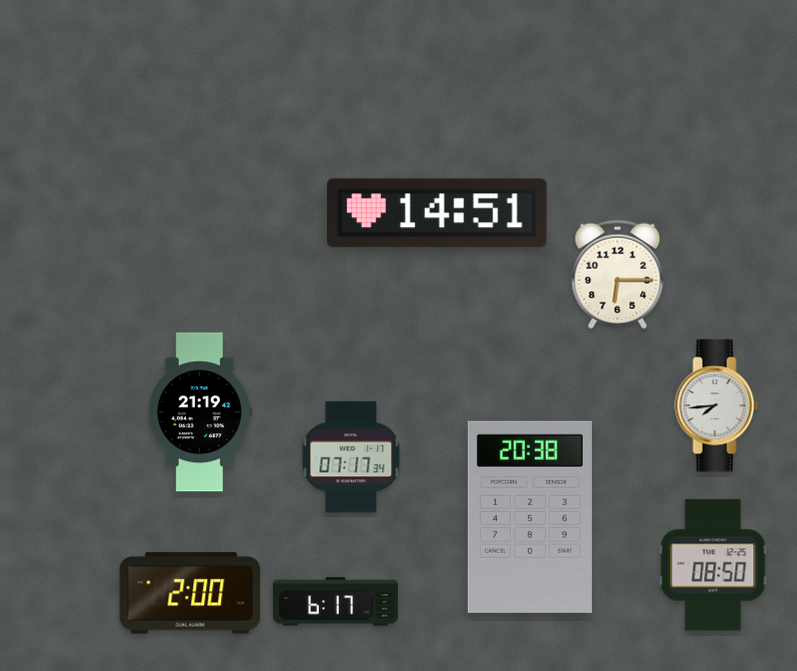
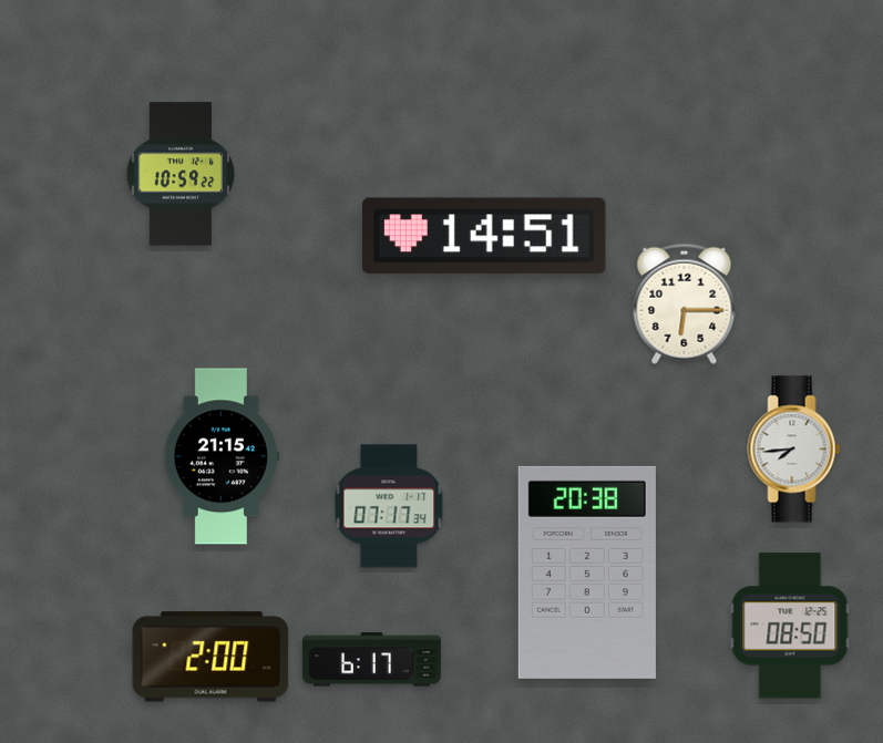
clock at (181, 174): none -> 10:59
clock at (200, 412): 21:19 -> 21:15
clock at (335, 602) position: (335, 602) -> (371, 660)
